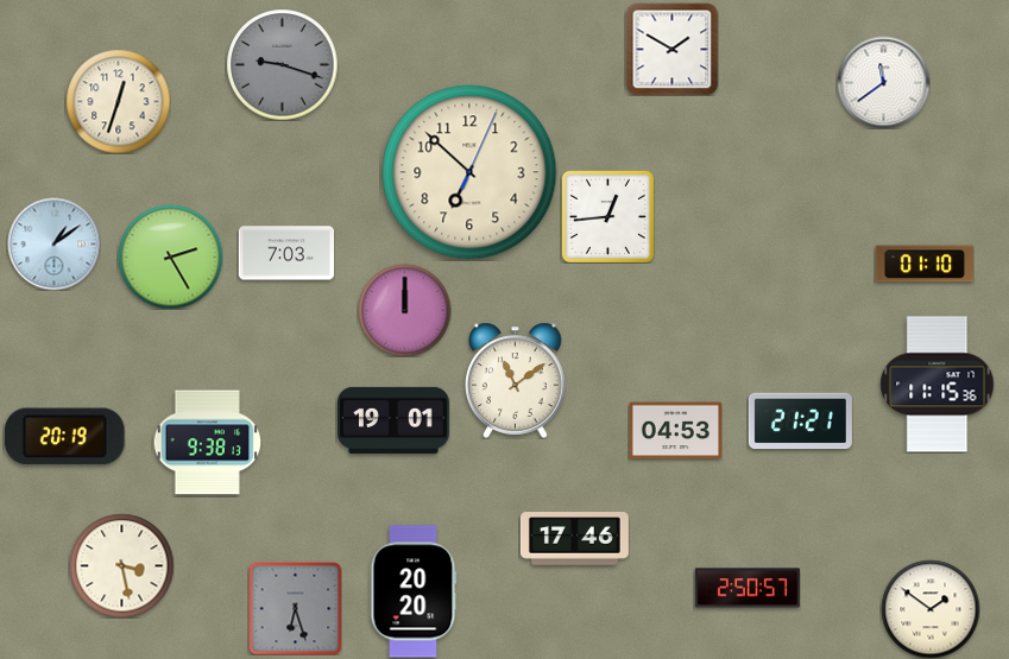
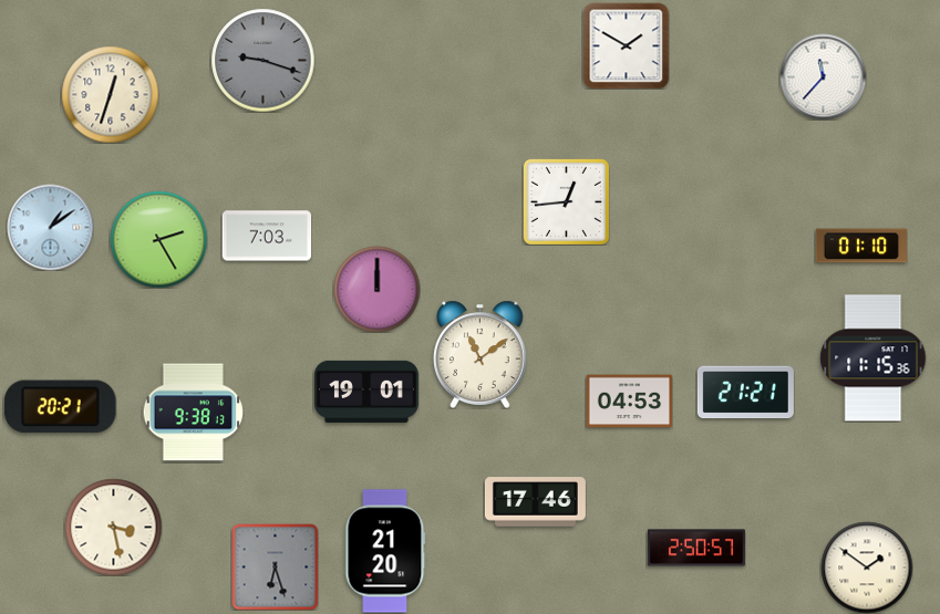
clock at (883, 82): 11:39 -> 11:37
clock at (469, 172): 6:52 -> none
clock at (65, 437): 20:19 -> 20:21
clock at (414, 591): 20:20 -> 21:20
